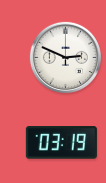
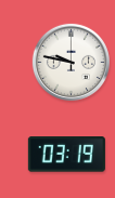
clock at (65, 57): 2:49 -> 9:47
